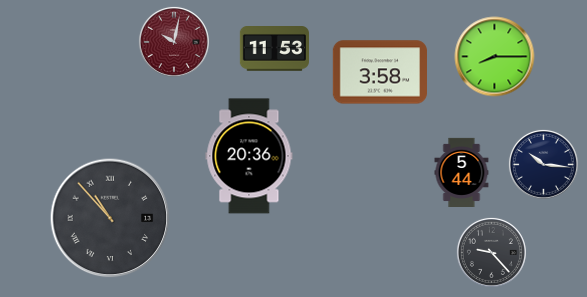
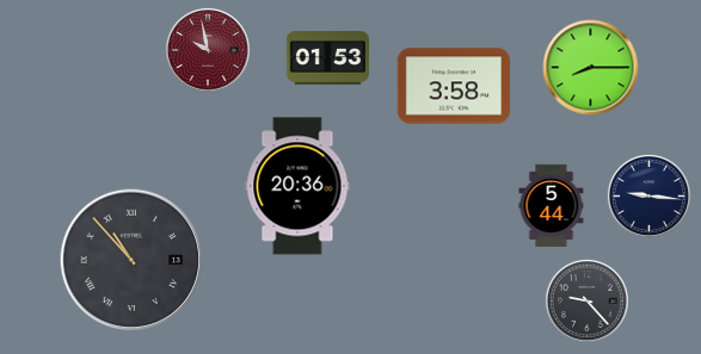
clock at (174, 42): 10:02 -> 9:58
clock at (274, 49): 11:53 -> 01:53
clock at (543, 164): 10:16 -> 9:16
